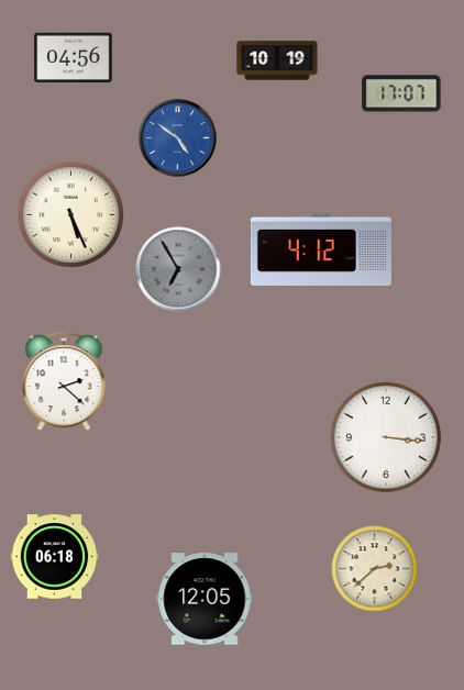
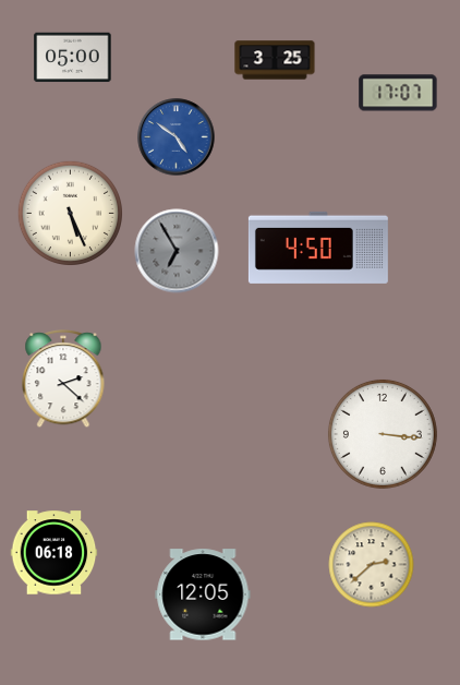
clock at (74, 58): 04:56 -> 05:00
clock at (277, 60): 10:19 -> 3:25
clock at (321, 249): 4:12 -> 4:50
clock at (178, 269) position: (178, 269) -> (177, 251)
